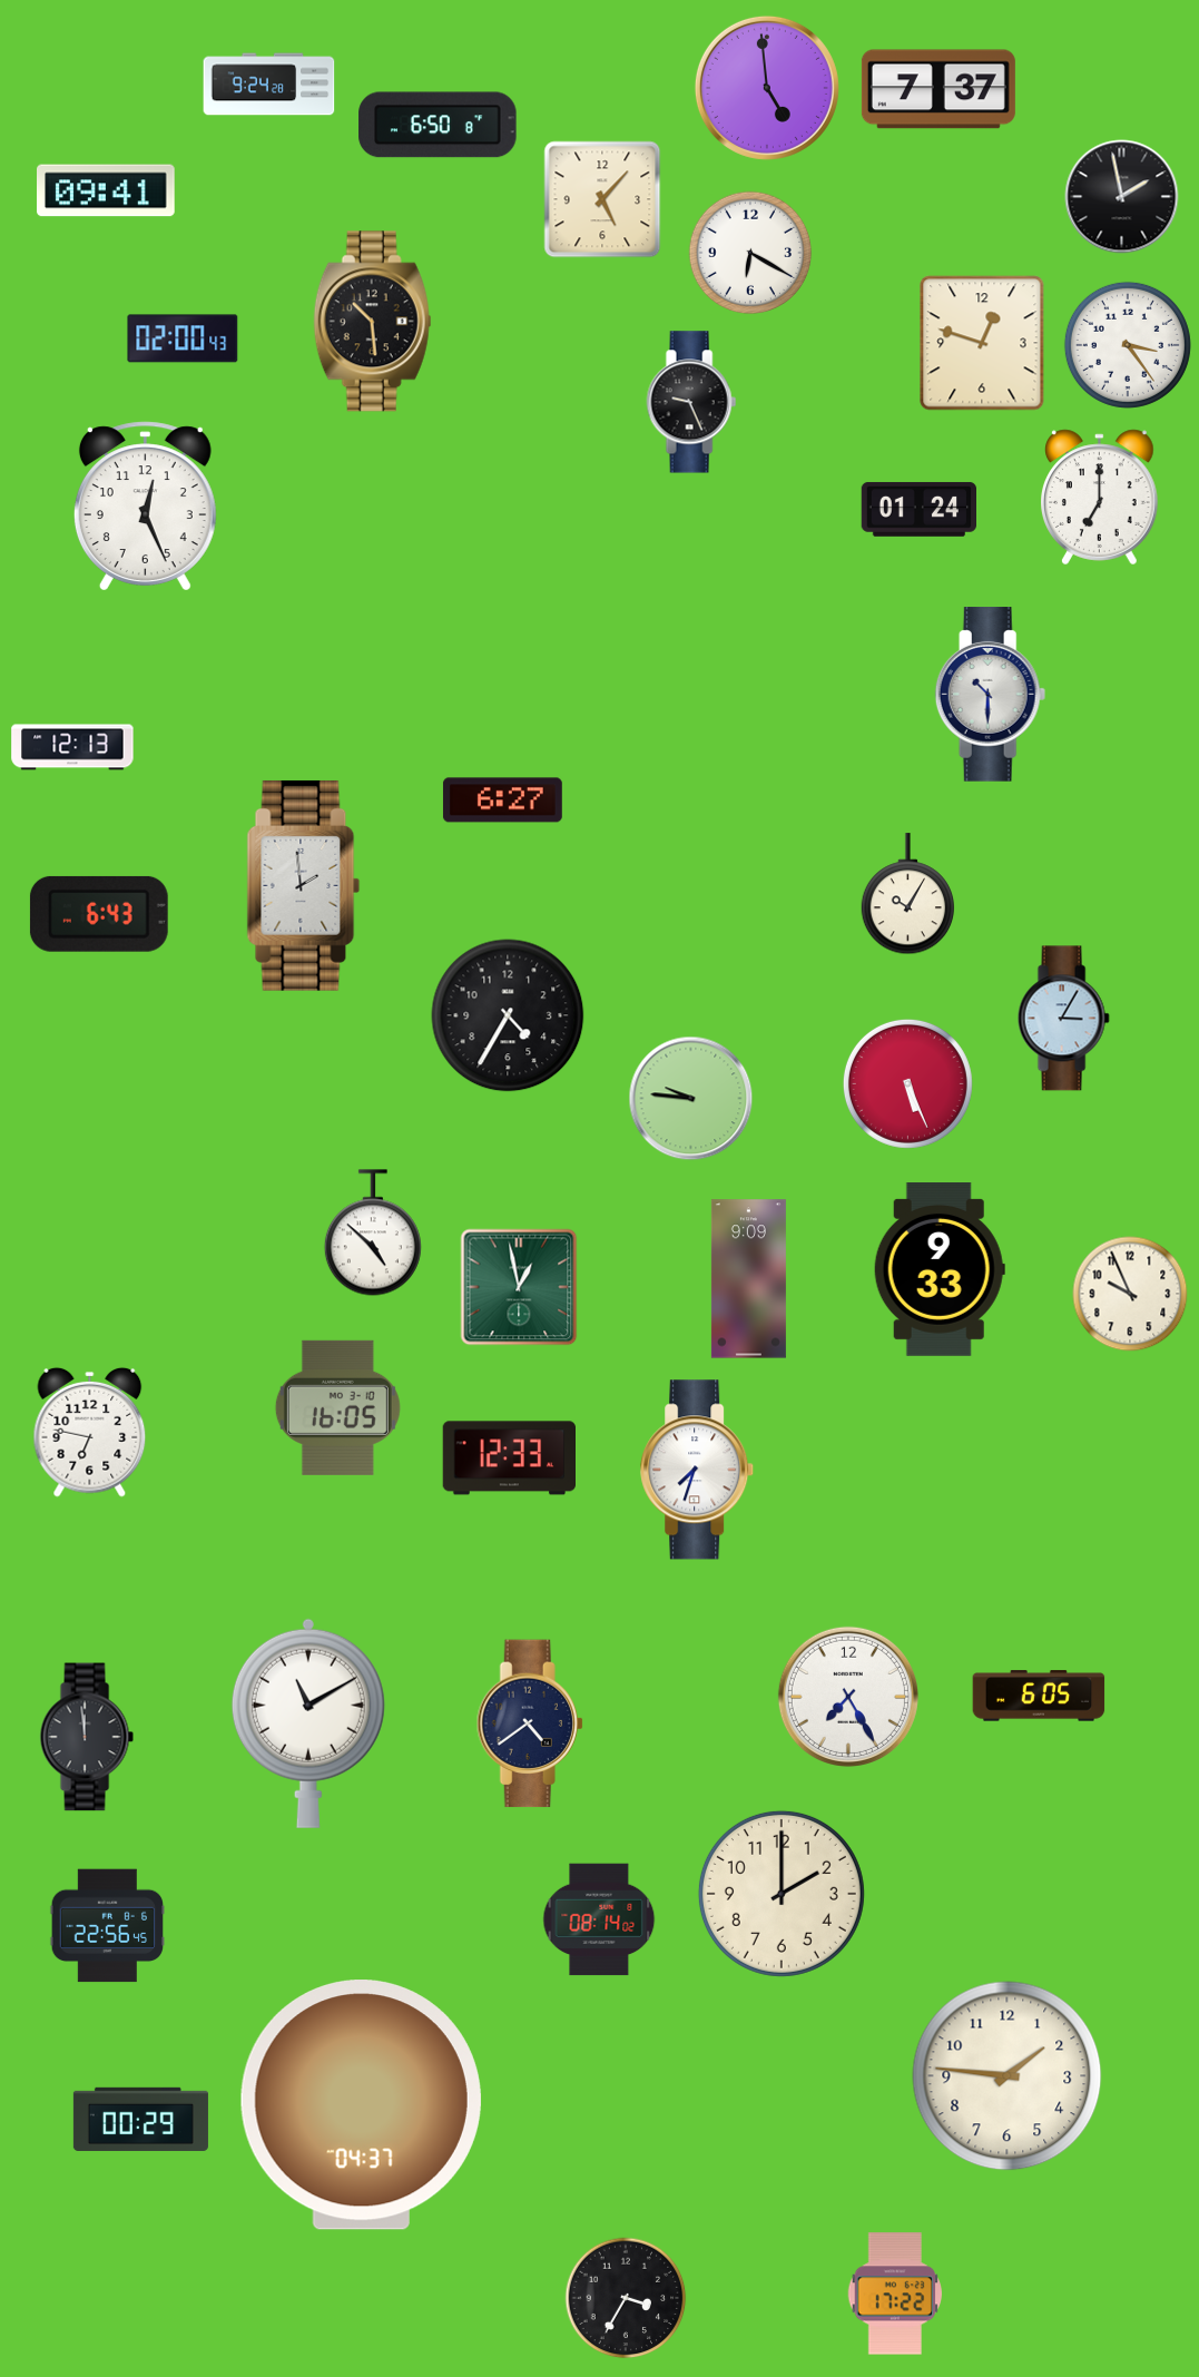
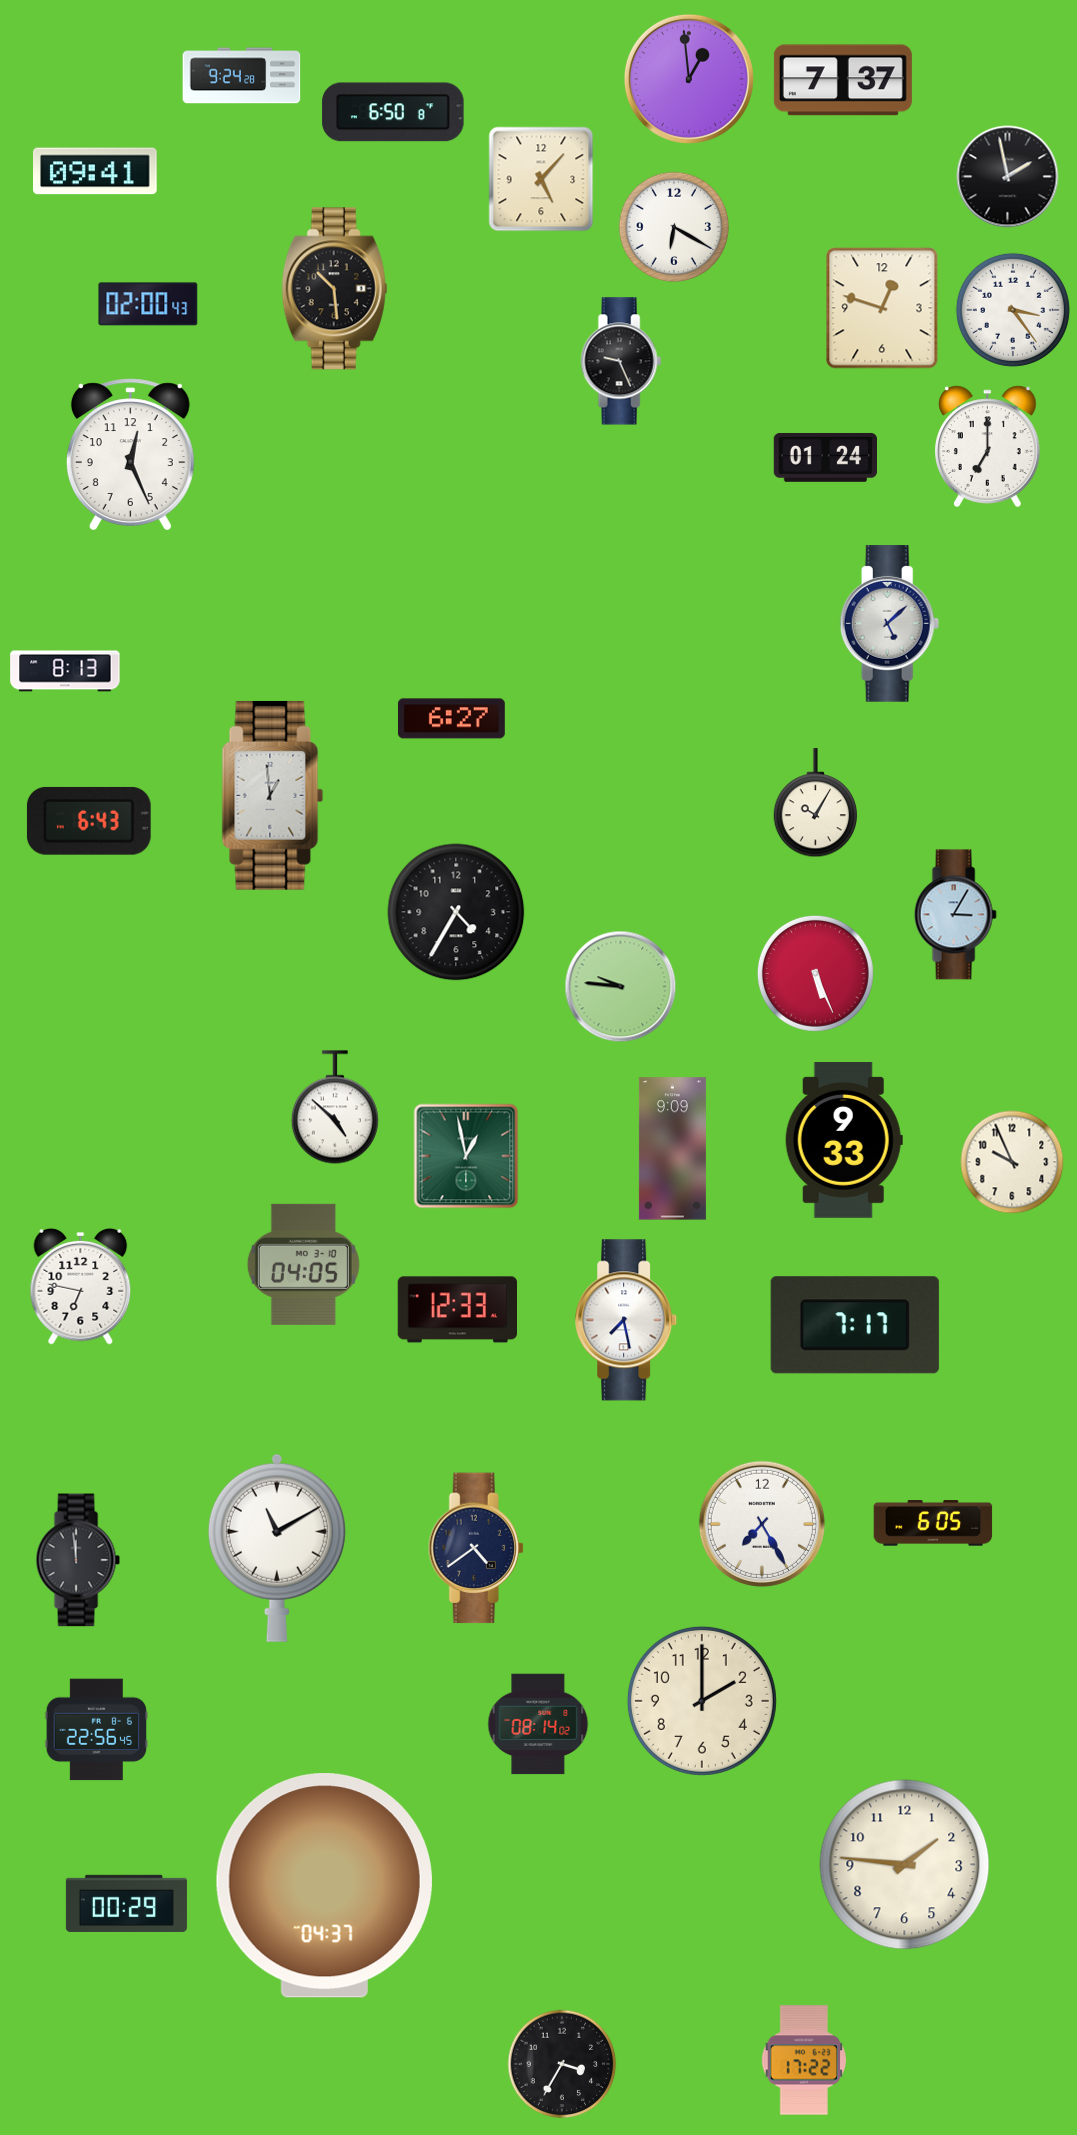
clock at (767, 88): 4:59 -> 12:59
clock at (183, 338) position: (183, 338) -> (148, 304)
clock at (991, 695): 10:30 -> 5:08
clock at (72, 747): 12:13 -> 8:13
clock at (304, 885): 1:59 -> 12:59
clock at (1130, 1294) position: (1130, 1294) -> (1012, 1162)
clock at (337, 1407): 16:05 -> 04:05
clock at (698, 1470): 7:33 -> 7:28
clock at (855, 1325): none -> 7:17
clock at (361, 2105) position: (361, 2105) -> (324, 1886)
